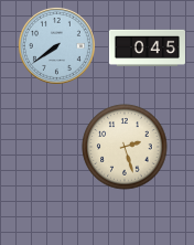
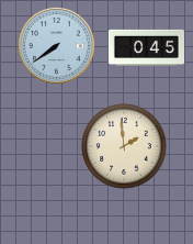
clock at (125, 147): 2:27 -> 1:59
